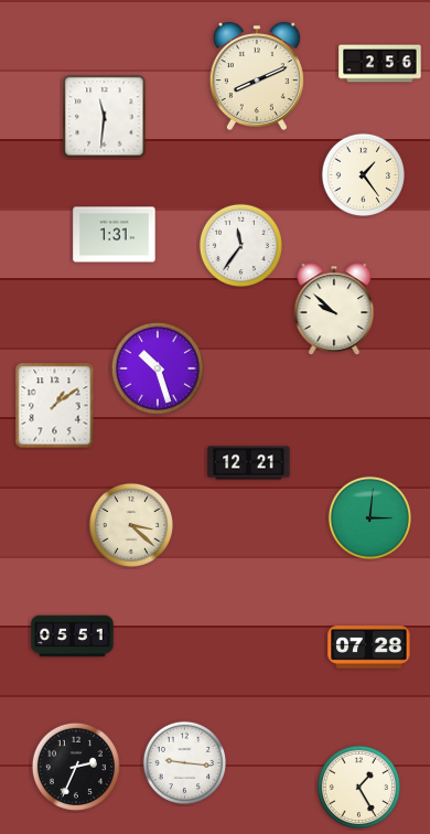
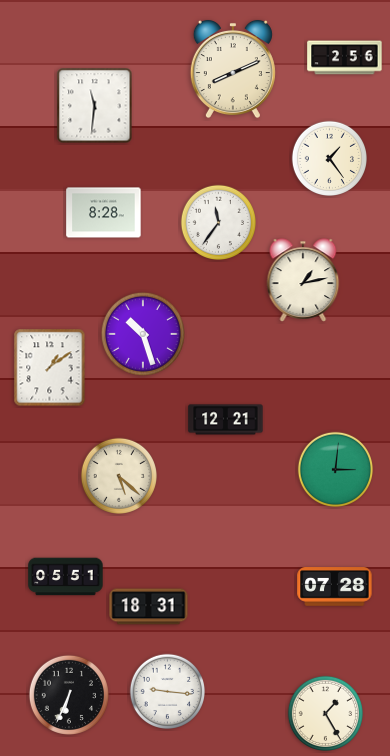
clock at (115, 235): 1:31 -> 8:28
clock at (334, 309): 9:52 -> 1:13
clock at (130, 524): 3:22 -> 5:22
clock at (149, 607): none -> 18:31
clock at (76, 767): 2:34 -> 6:34
